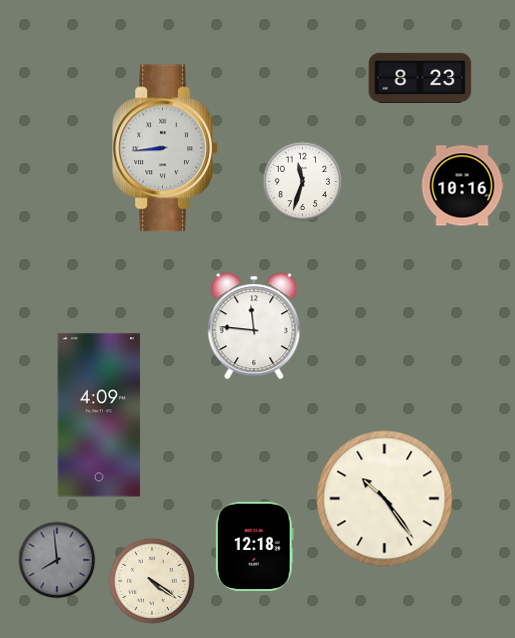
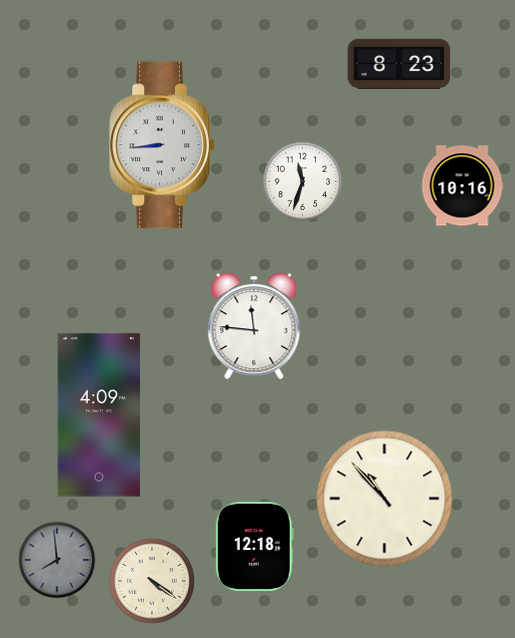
clock at (420, 78) position: (420, 78) -> (399, 64)
clock at (165, 148) position: (165, 148) -> (162, 145)
clock at (385, 499): 10:24 -> 10:53
